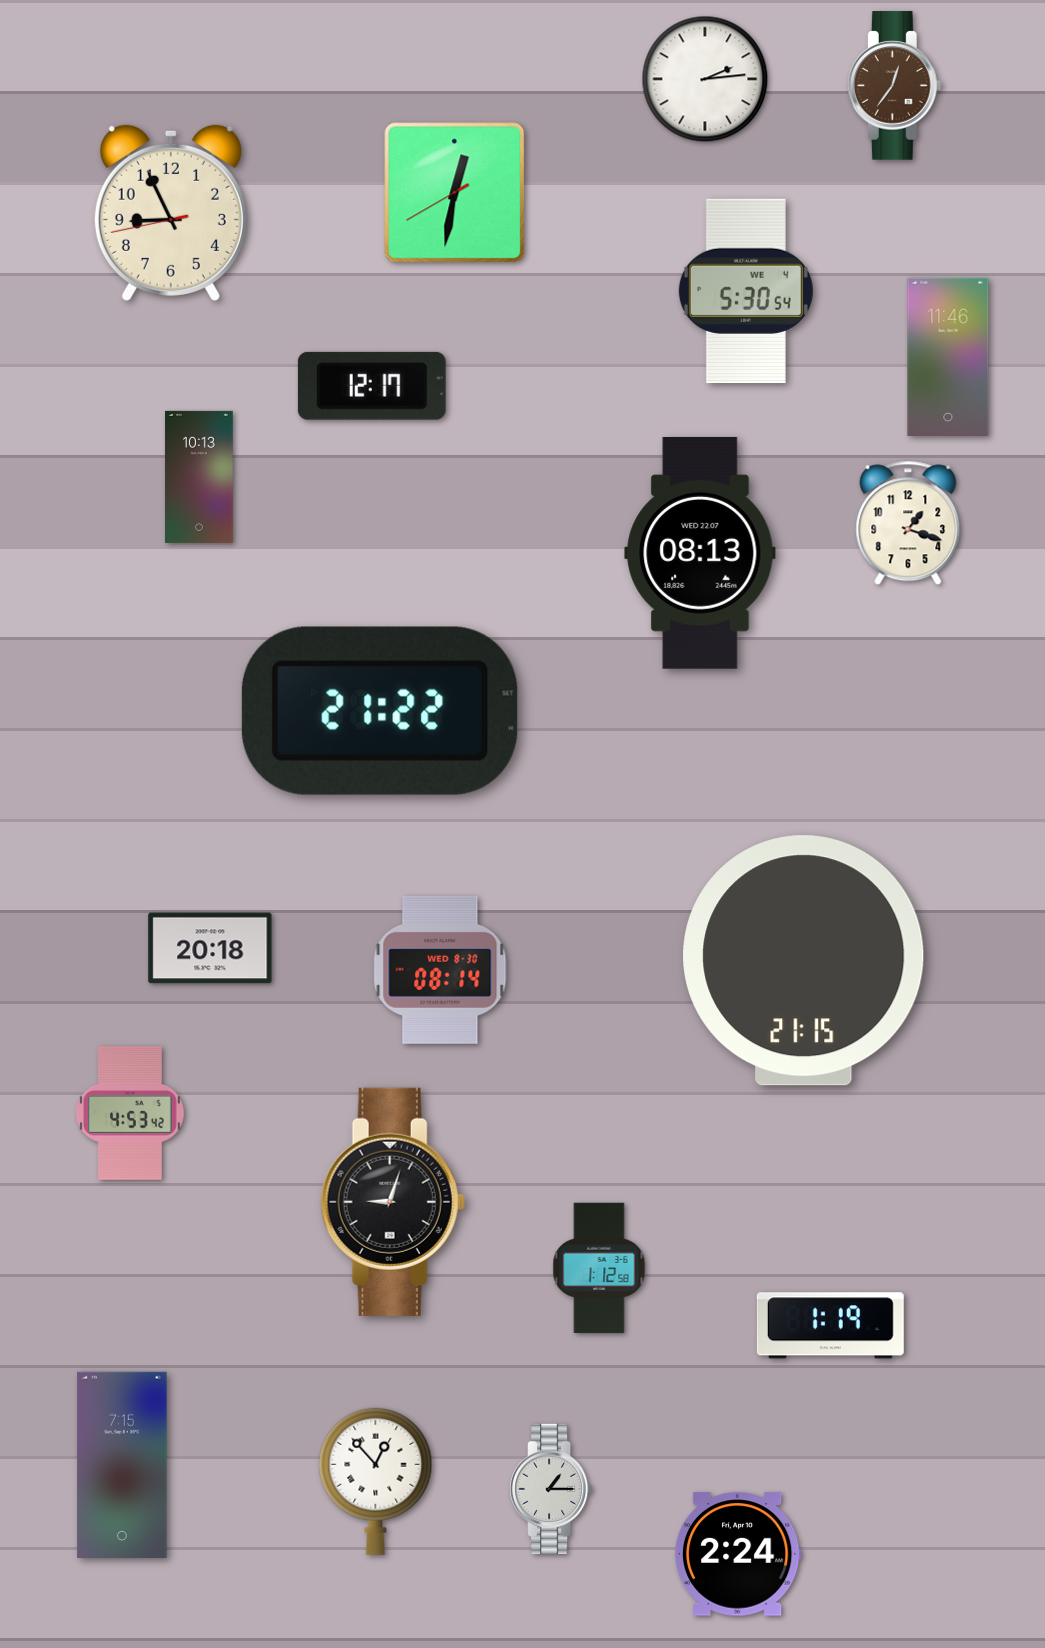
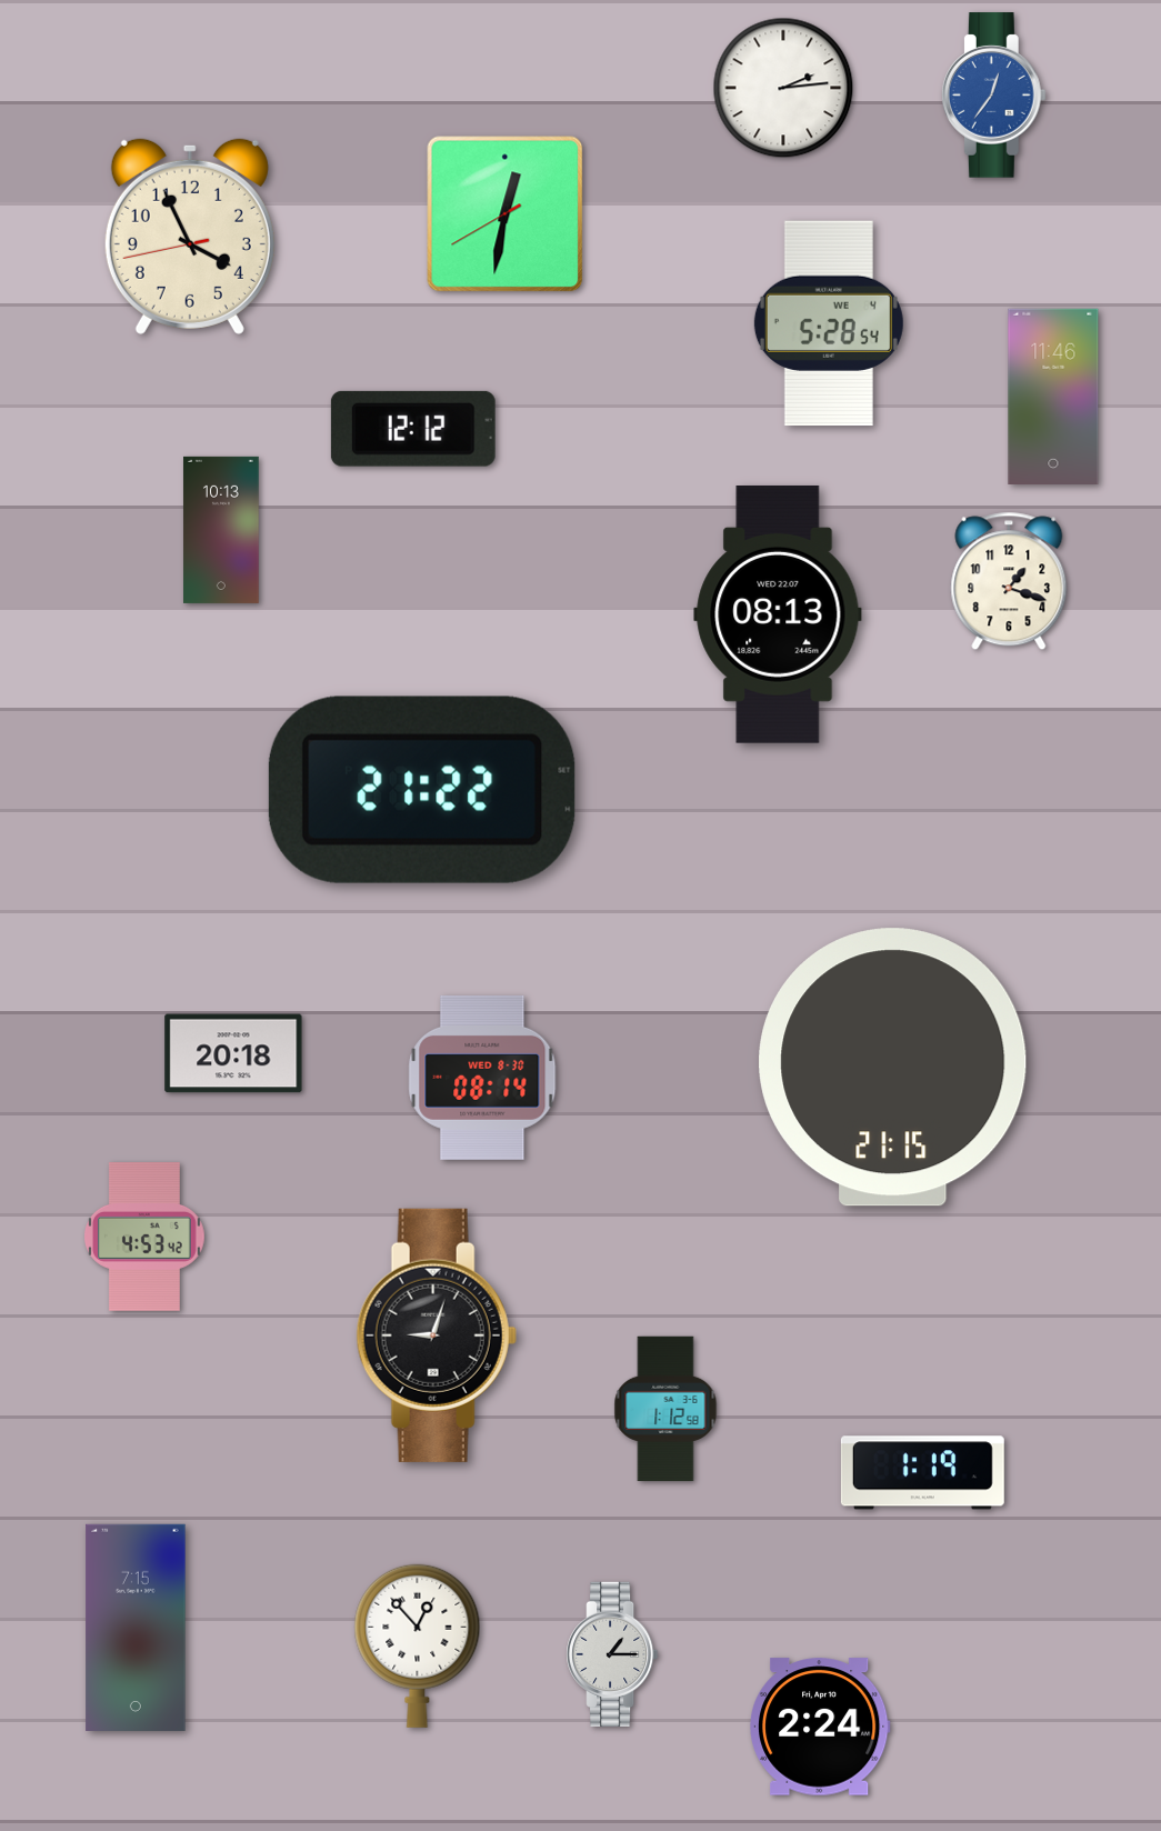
clock at (894, 86) dial: brown -> blue
clock at (171, 213): 8:55 -> 3:55
clock at (746, 291): 5:30 -> 5:28
clock at (372, 386): 12:17 -> 12:12
clock at (440, 970) position: (440, 970) -> (482, 1078)
